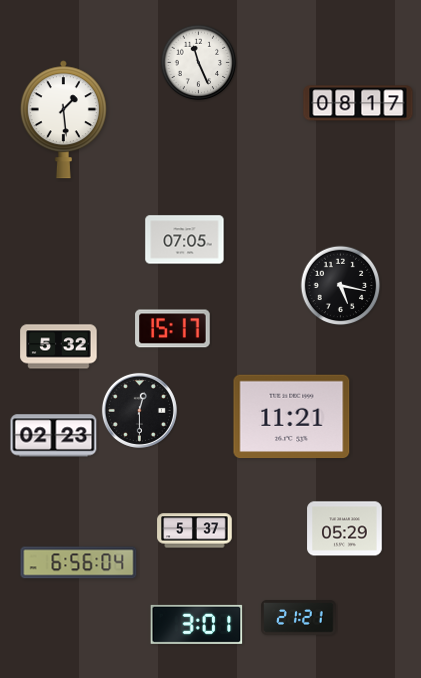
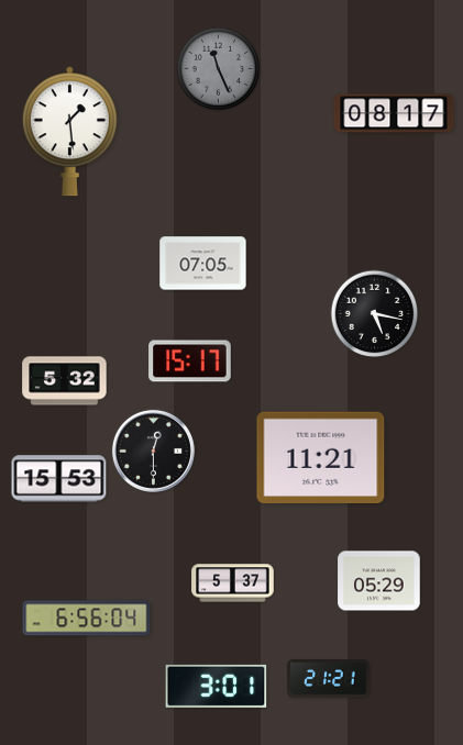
clock at (199, 63) dial: white -> grey
clock at (54, 436): 02:23 -> 15:53
clock at (195, 531) position: (195, 531) -> (233, 583)
